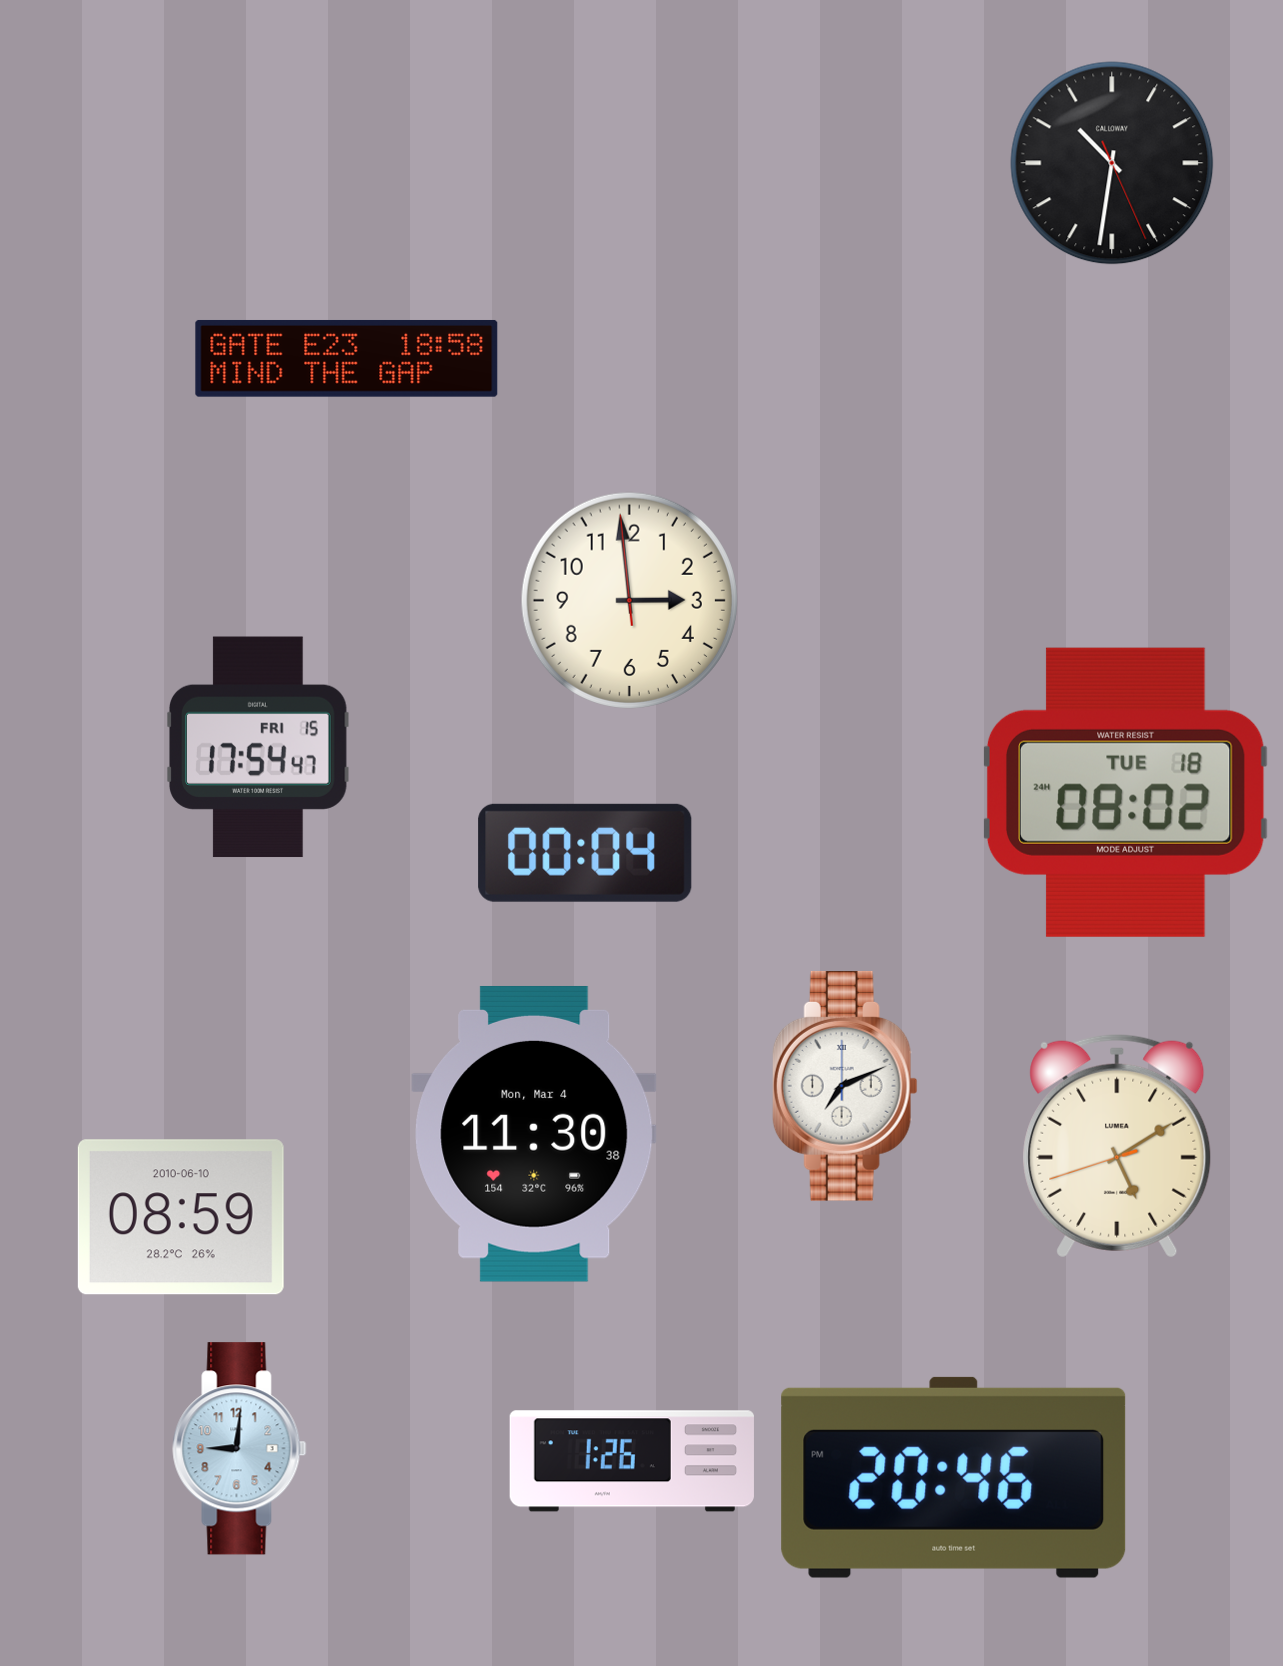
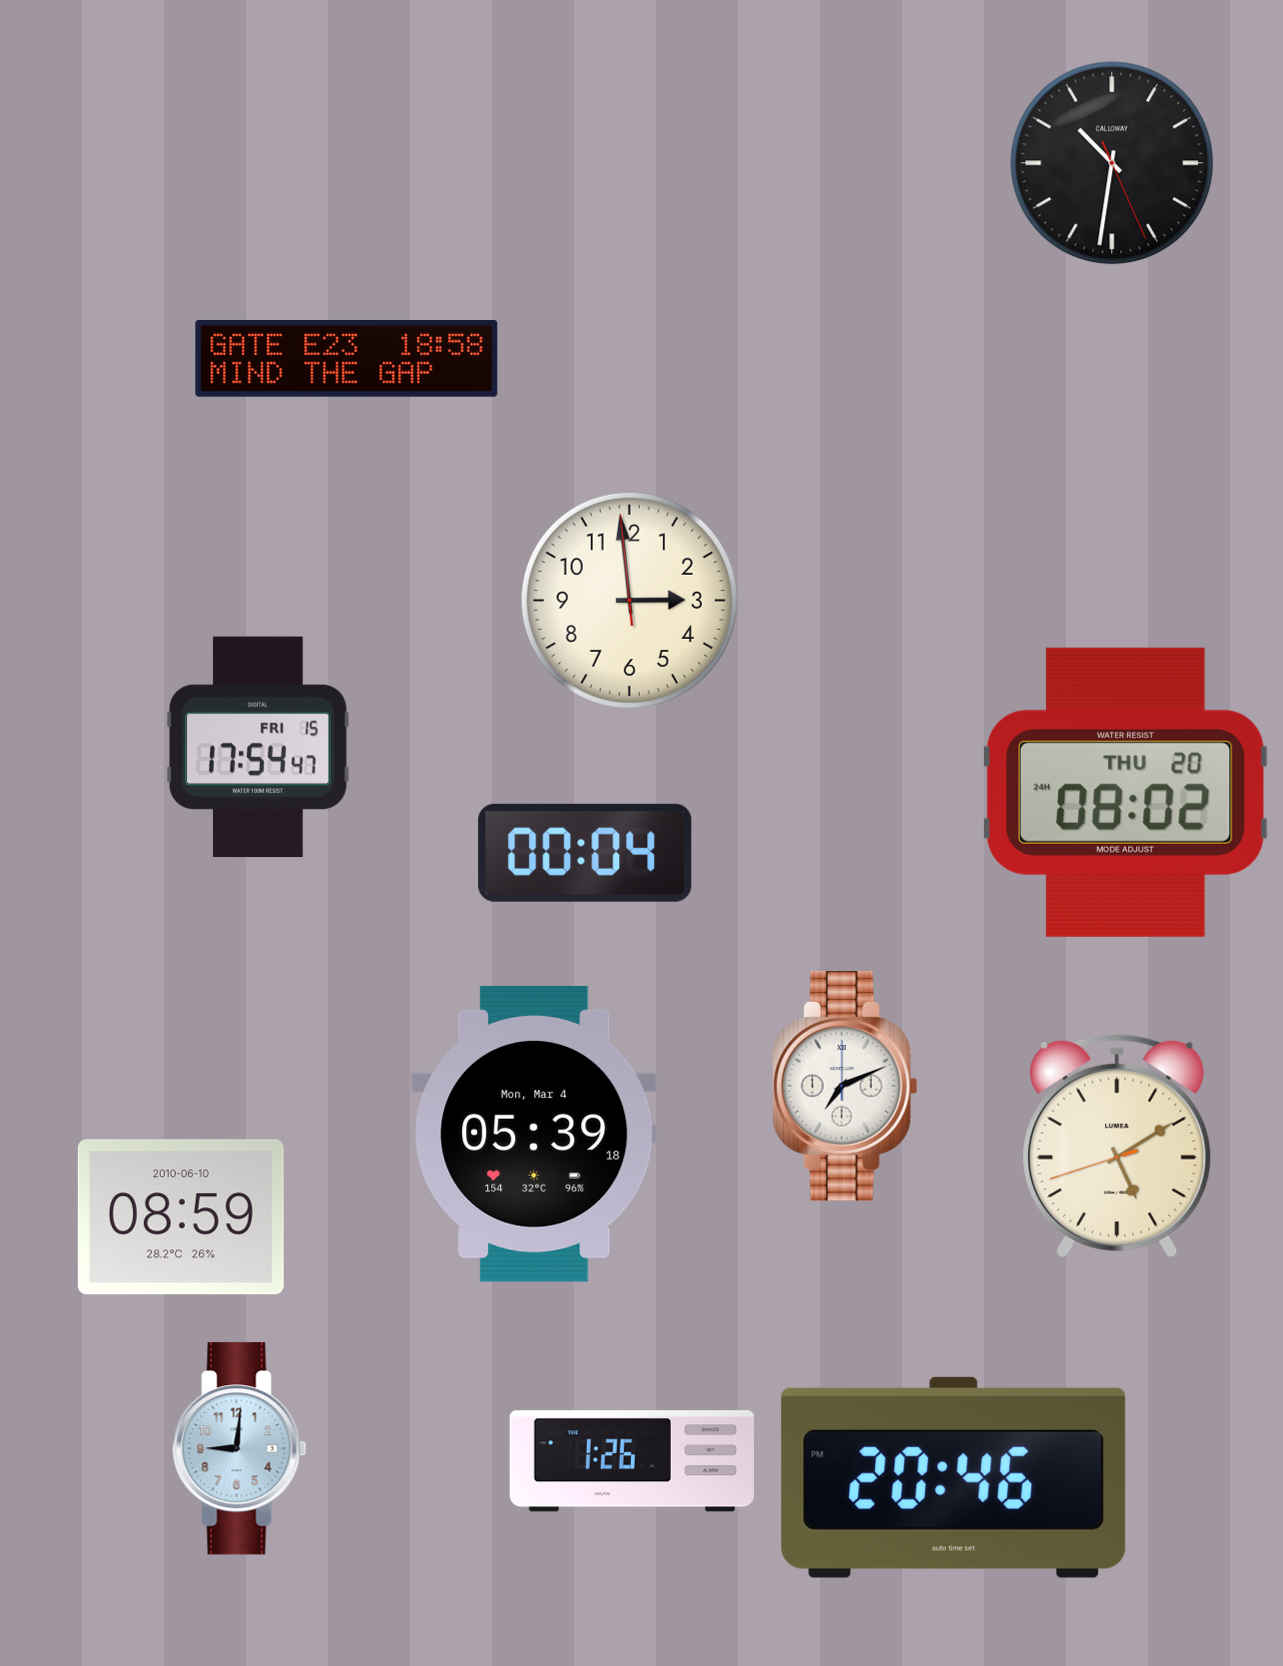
clock at (1125, 792) date: TUE 18 -> THU 20
clock at (534, 1134): 11:30 -> 05:39
